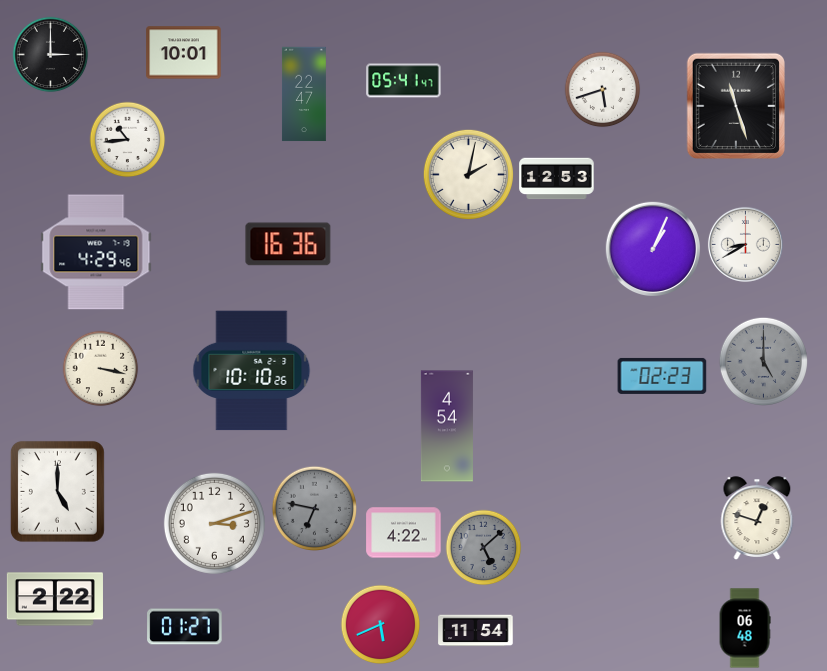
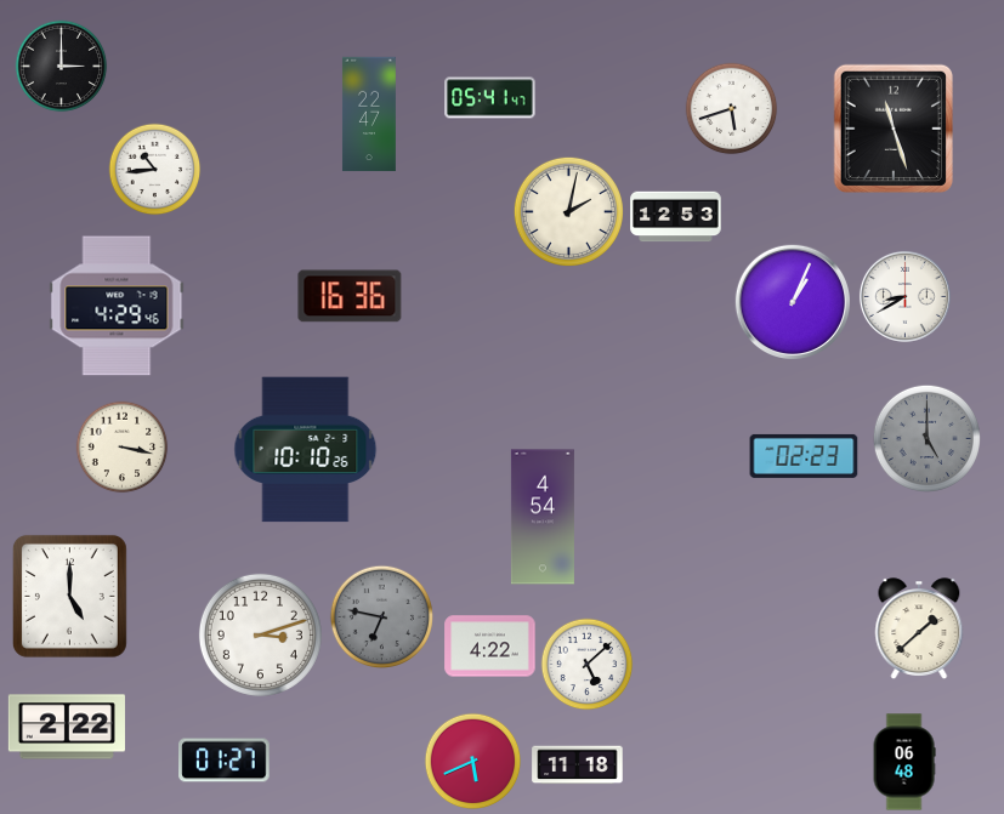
clock at (184, 53): 10:01 -> none
clock at (757, 518): 12:48 -> 1:38
clock at (484, 548) dial: grey -> white
clock at (381, 625) position: (381, 625) -> (473, 762)
clock at (476, 631): 11:54 -> 11:18
